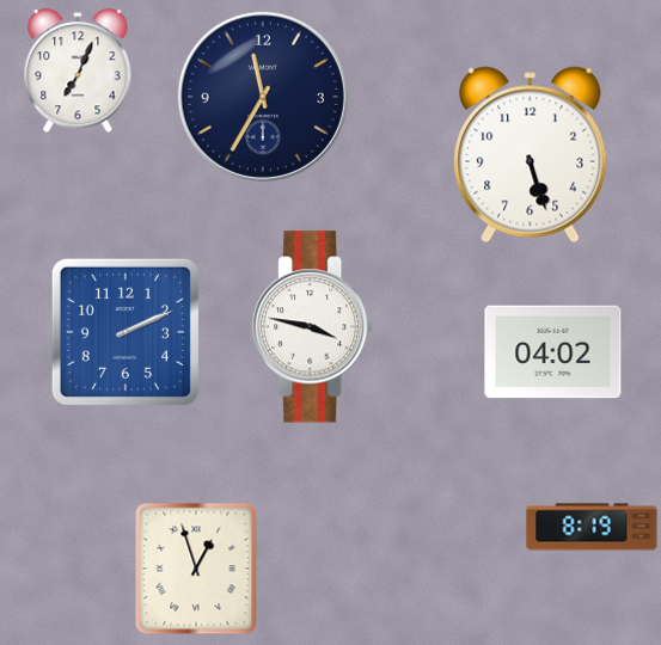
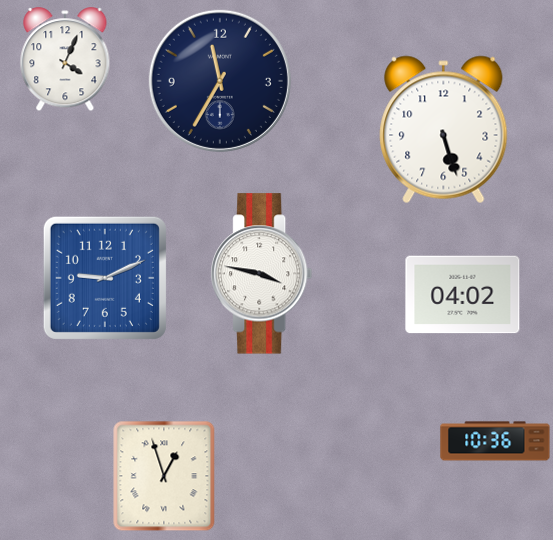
clock at (78, 70): 7:04 -> 4:04
clock at (126, 332): 2:11 -> 9:11
clock at (592, 527): 8:19 -> 10:36
